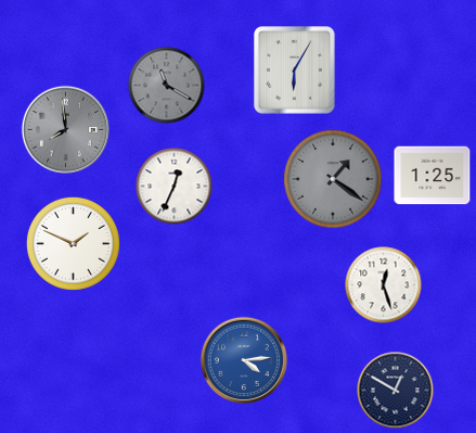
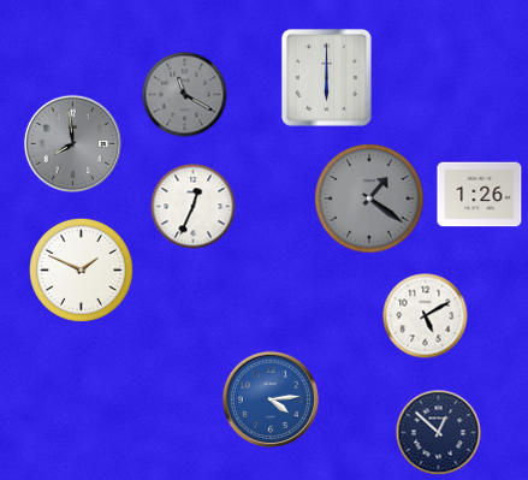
clock at (294, 69): 6:05 -> 6:00
clock at (433, 176): 1:25 -> 1:26
clock at (384, 285): 12:27 -> 5:10
clock at (396, 391): 12:50 -> 12:52
